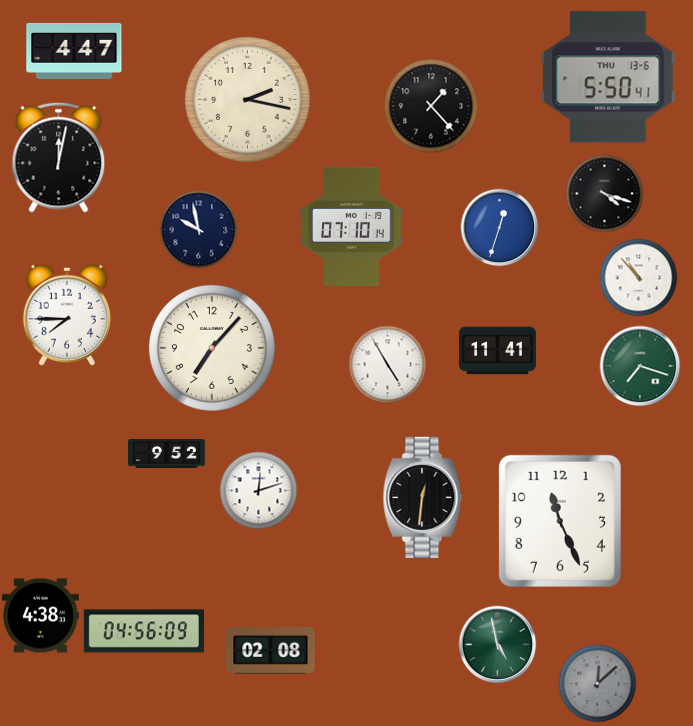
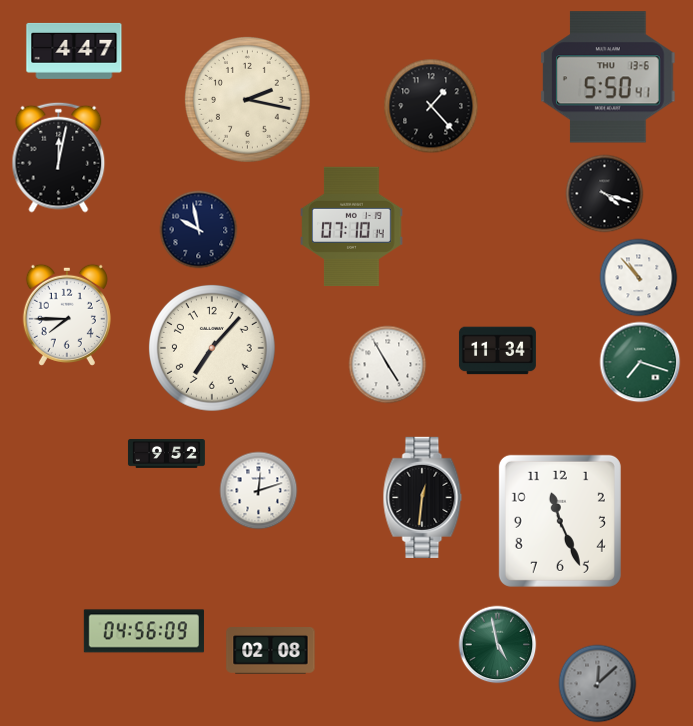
clock at (499, 227): 12:33 -> none
clock at (497, 351): 11:41 -> 11:34
clock at (640, 366) position: (640, 366) -> (640, 362)
clock at (40, 616): 4:38 -> none
